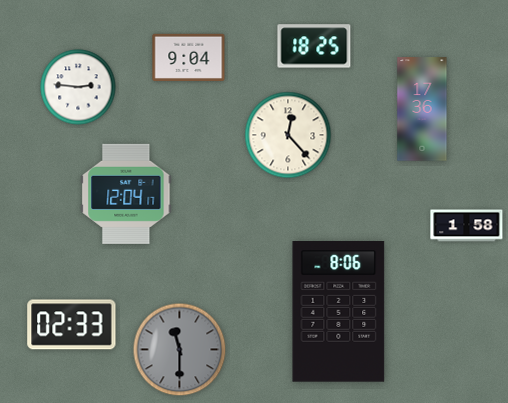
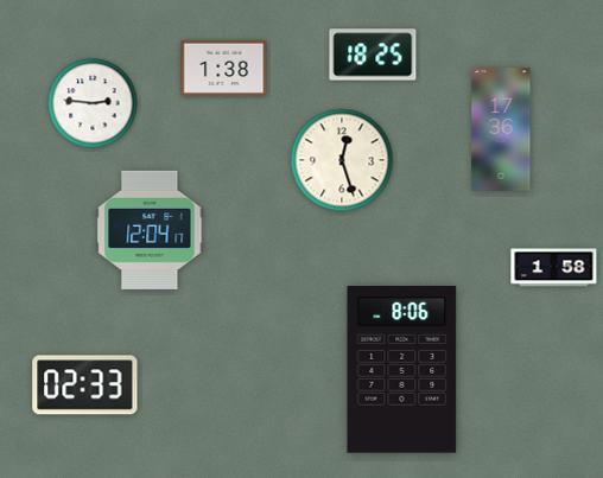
clock at (189, 57): 9:04 -> 1:38
clock at (288, 135): 12:23 -> 12:27
clock at (180, 350): 11:30 -> none
